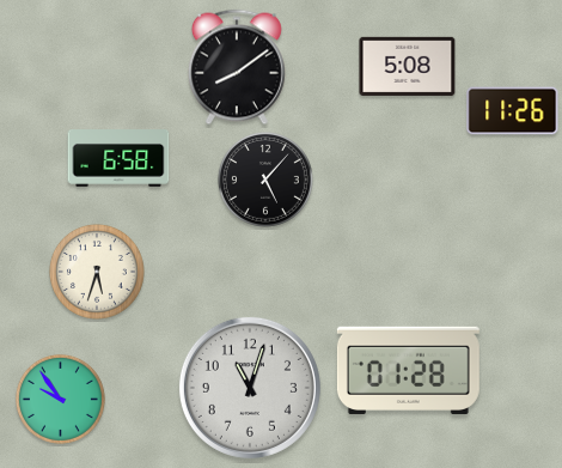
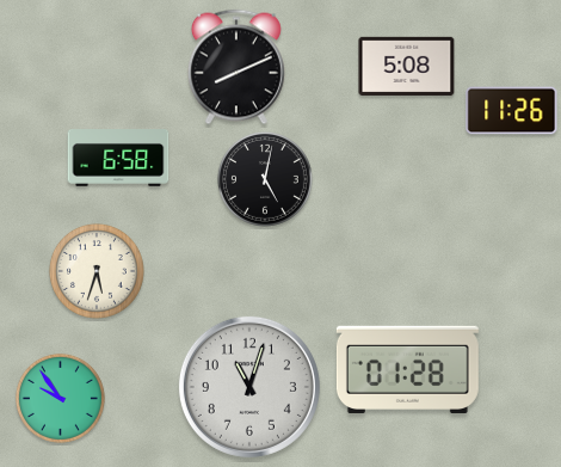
clock at (237, 67): 8:09 -> 8:11
clock at (265, 180): 5:07 -> 5:02
